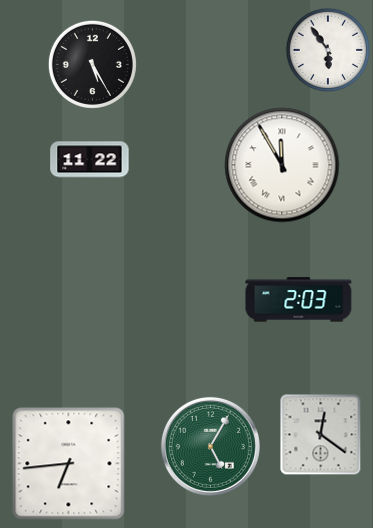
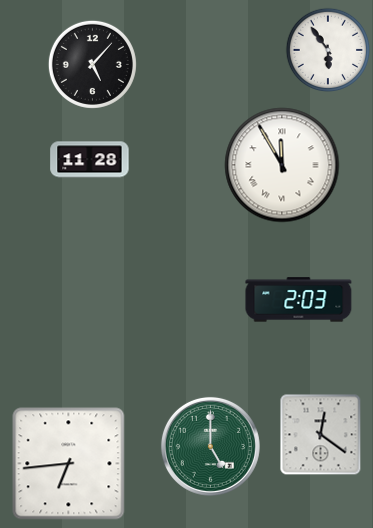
clock at (92, 64): 5:25 -> 5:07
clock at (90, 160): 11:22 -> 11:28
clock at (210, 446): 5:05 -> 5:00
